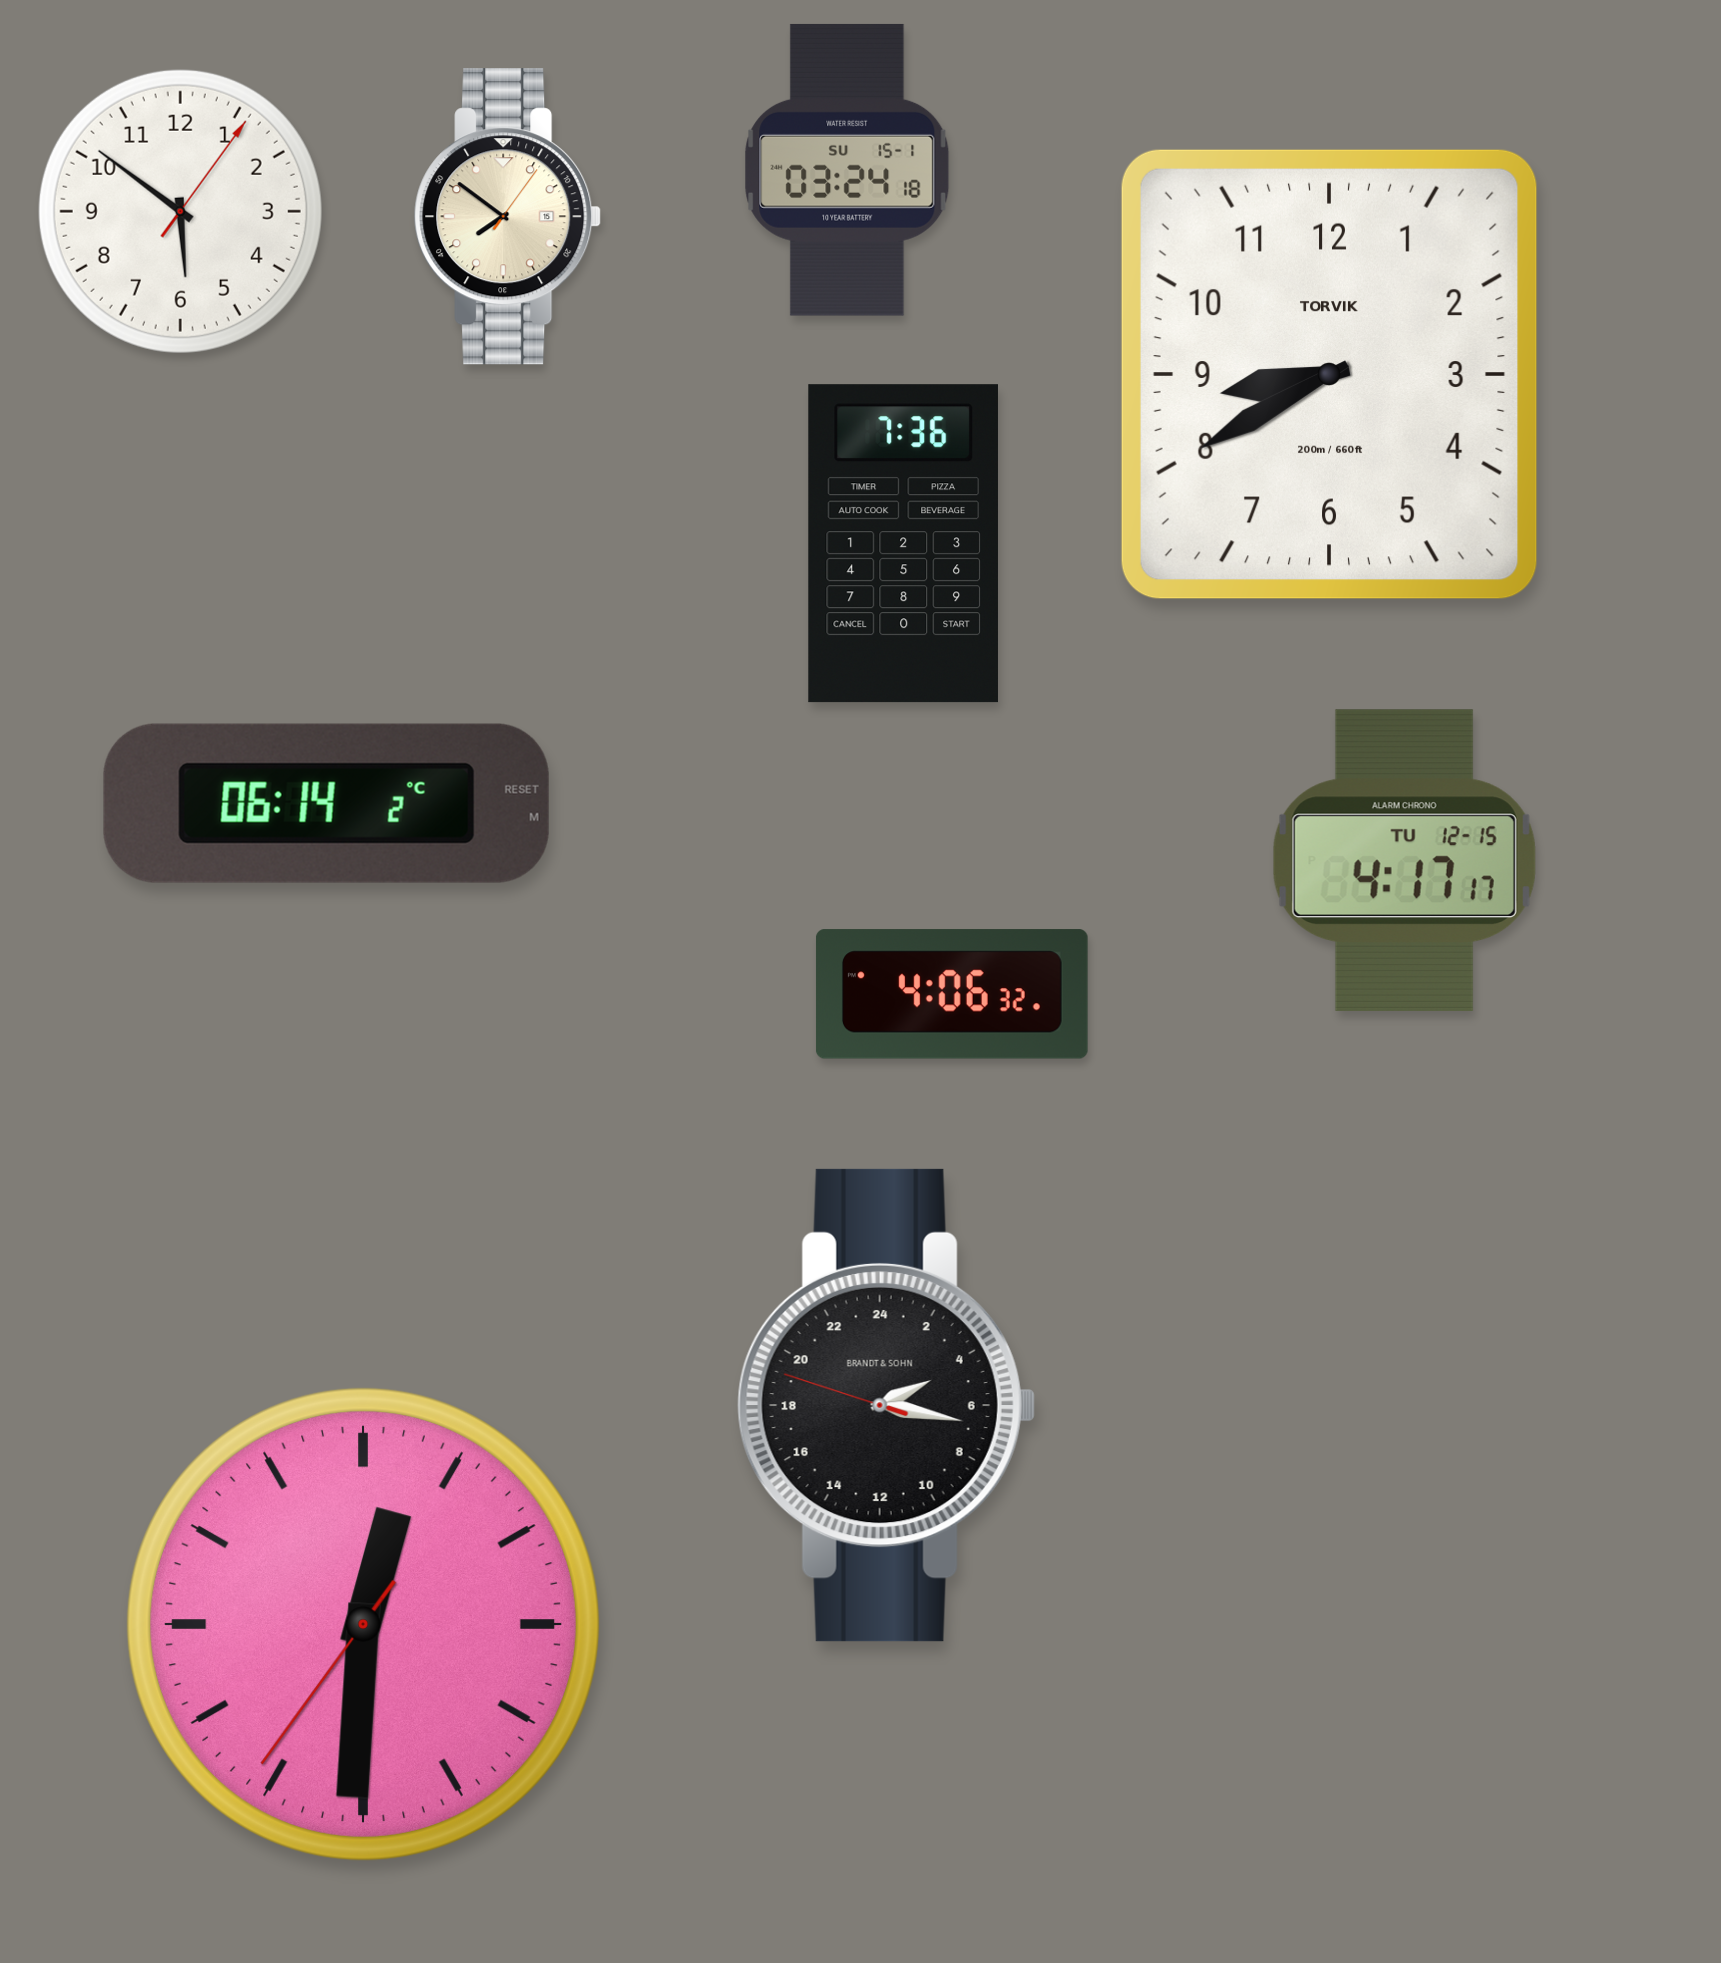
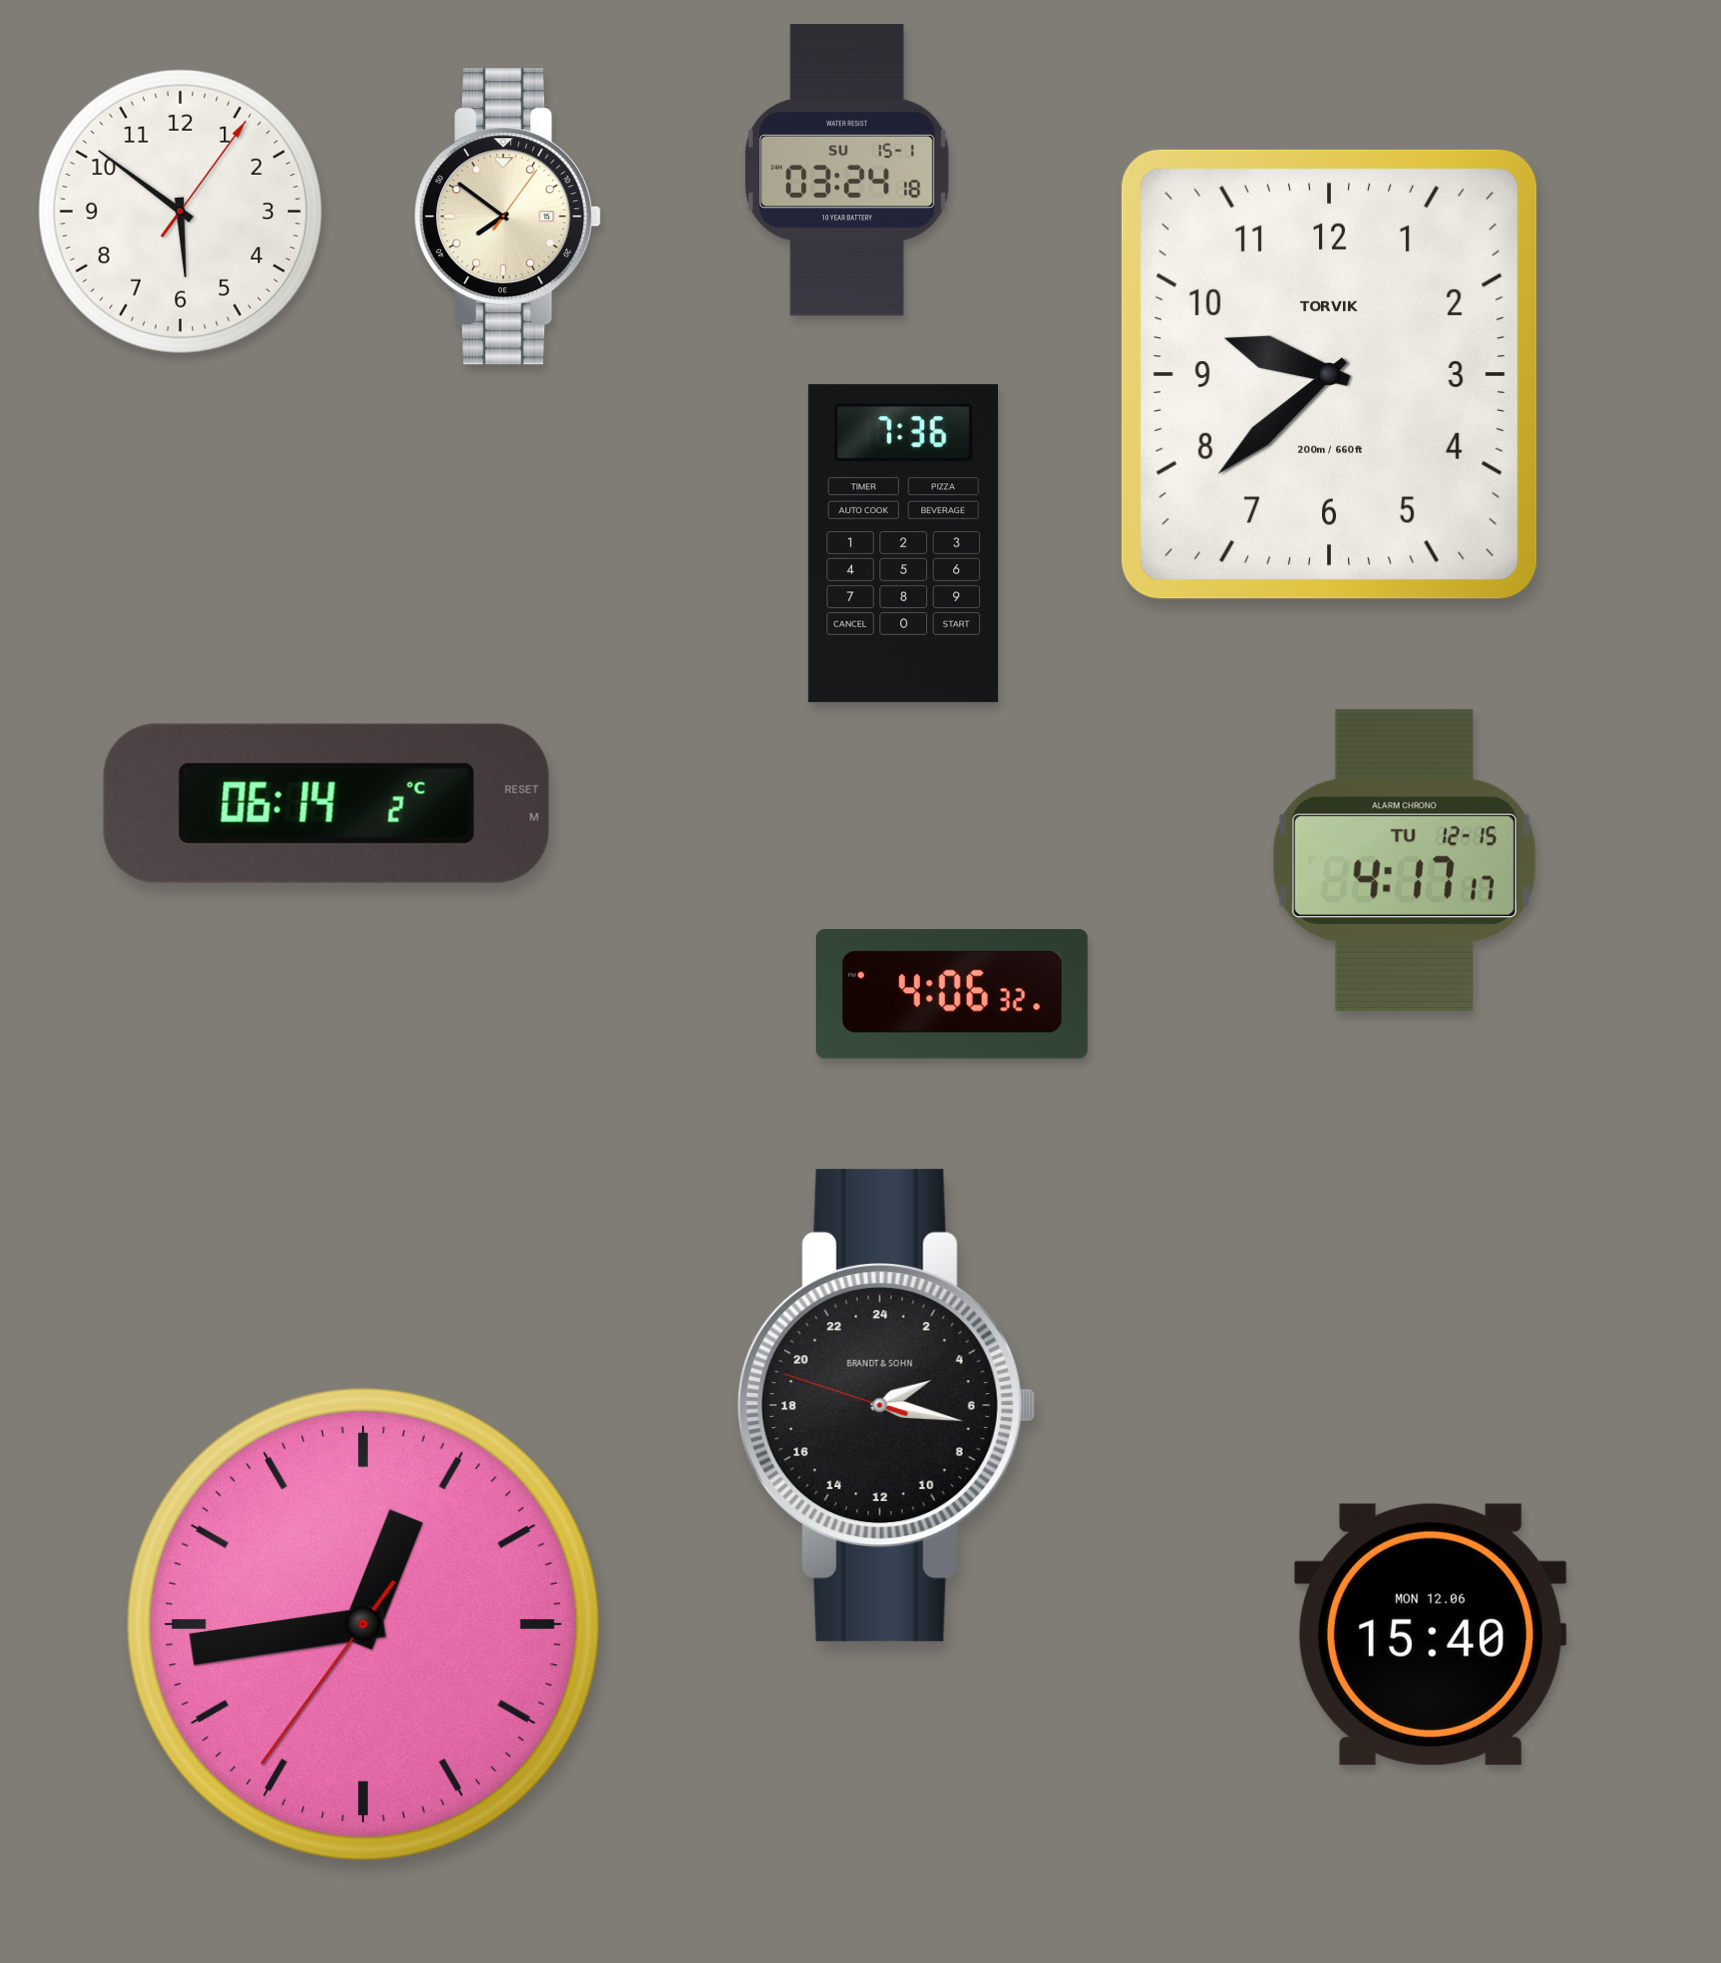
clock at (1329, 374): 8:40 -> 9:38
clock at (363, 1624): 12:30 -> 12:43
clock at (1430, 1634): none -> 15:40
